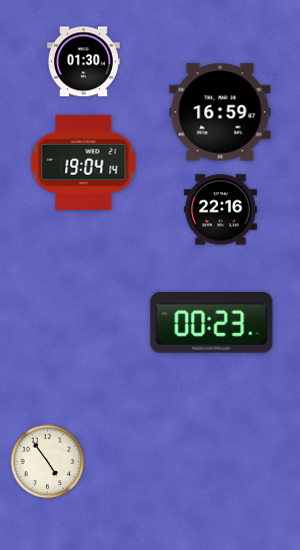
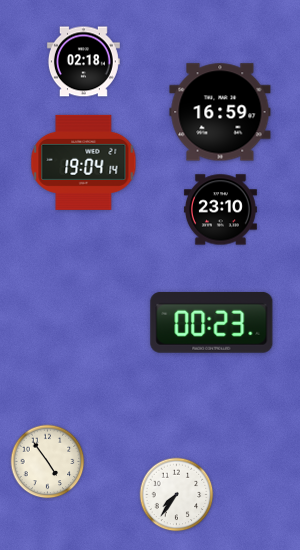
clock at (83, 62): 01:30 -> 02:18
clock at (220, 210): 22:16 -> 23:10
clock at (177, 495): none -> 7:36
